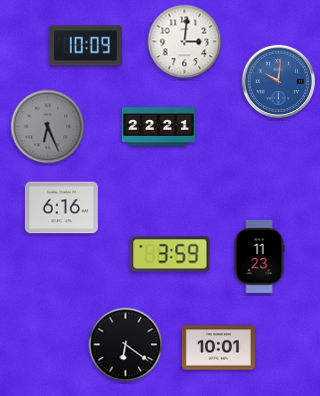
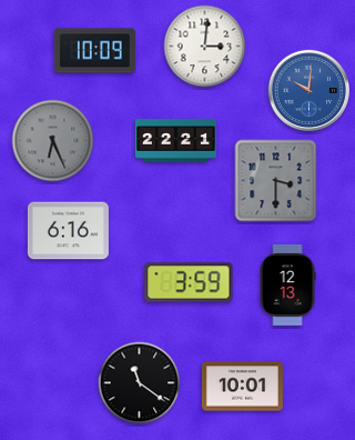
clock at (276, 181): none -> 3:30
clock at (259, 256): 11:23 -> 12:13
clock at (126, 345): 6:21 -> 11:21
